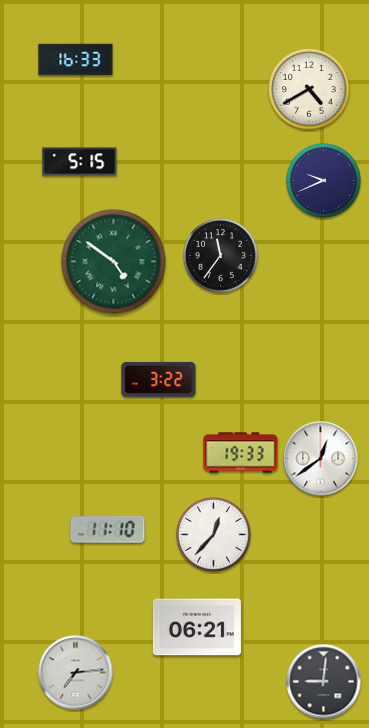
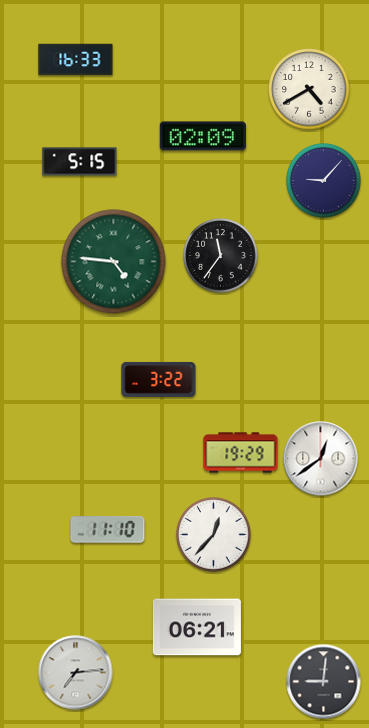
clock at (203, 136): none -> 02:09
clock at (324, 181): 9:41 -> 9:07
clock at (114, 262): 4:51 -> 4:46
clock at (241, 453): 19:33 -> 19:29
